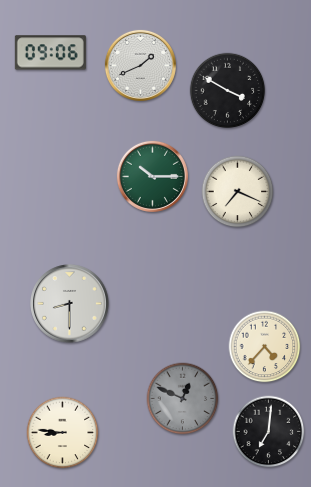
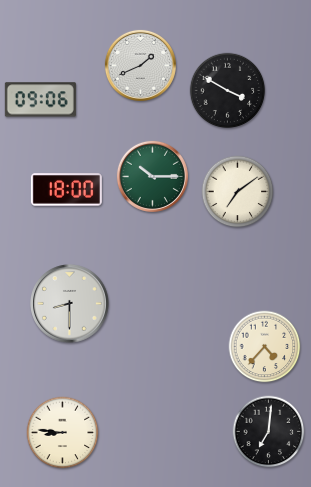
clock at (50, 53) position: (50, 53) -> (40, 100)
clock at (66, 190): none -> 18:00
clock at (238, 192): 7:19 -> 7:09
clock at (183, 399): 12:49 -> none
